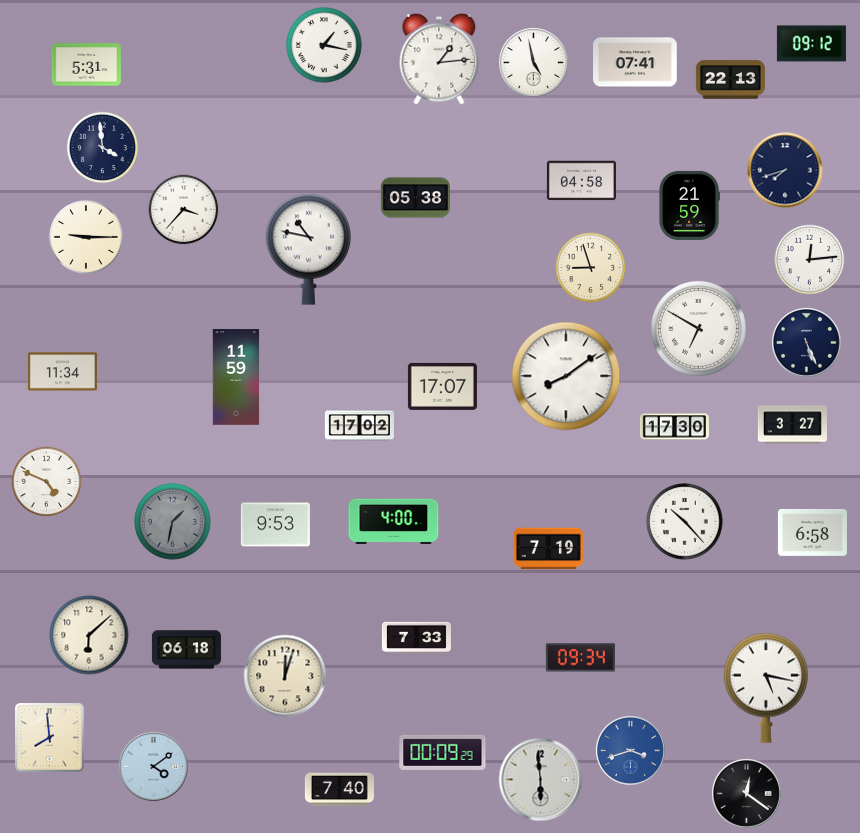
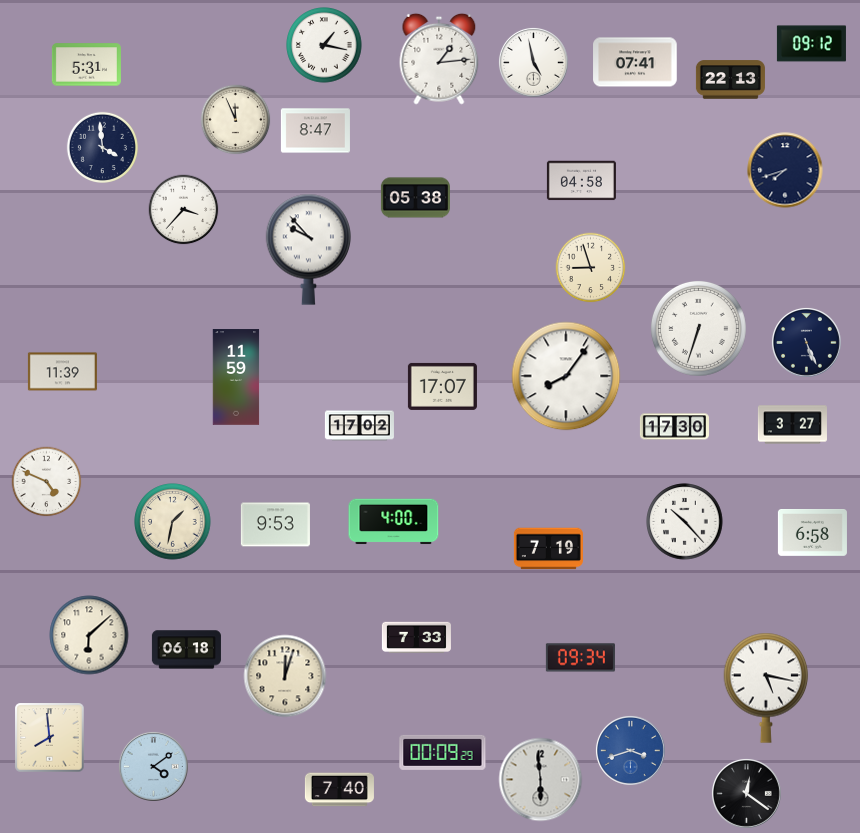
clock at (236, 120): none -> 11:56
clock at (315, 131): none -> 8:47
clock at (689, 205): 21:59 -> none
clock at (86, 237): 9:15 -> none
clock at (308, 249): 10:47 -> 9:53
clock at (810, 260): 12:14 -> none
clock at (698, 328): 6:50 -> 6:33
clock at (62, 372): 11:34 -> 11:39
clock at (566, 376): 8:09 -> 8:06
clock at (173, 522) dial: grey -> cream
